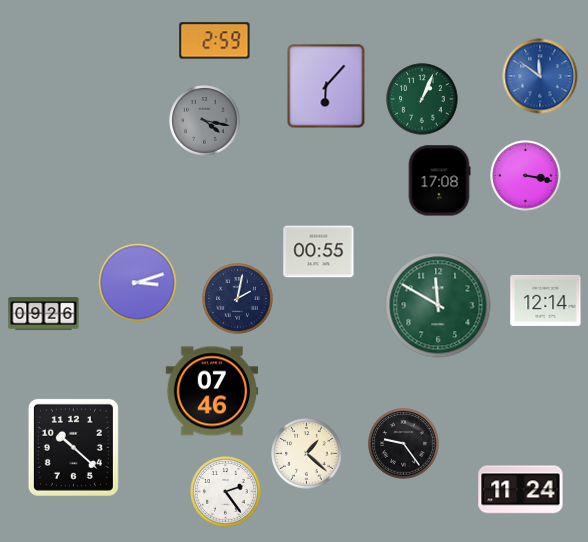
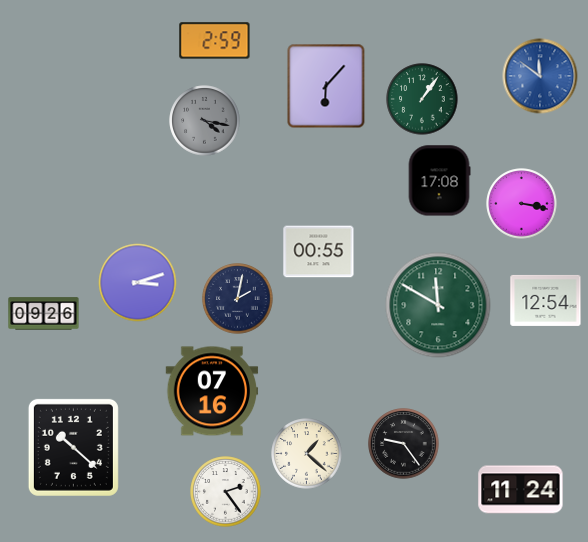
clock at (422, 99): 1:04 -> 1:06
clock at (526, 176) position: (526, 176) -> (522, 204)
clock at (546, 300): 12:14 -> 12:54
clock at (212, 391): 07:46 -> 07:16
